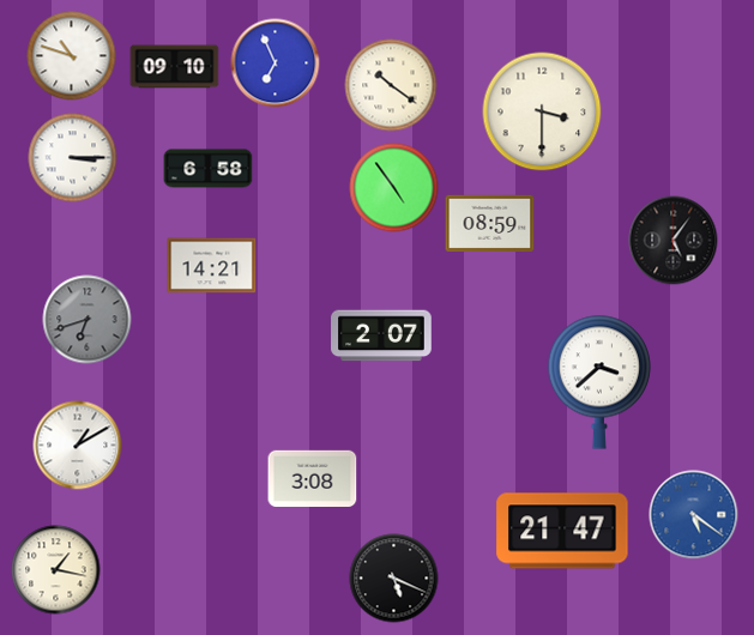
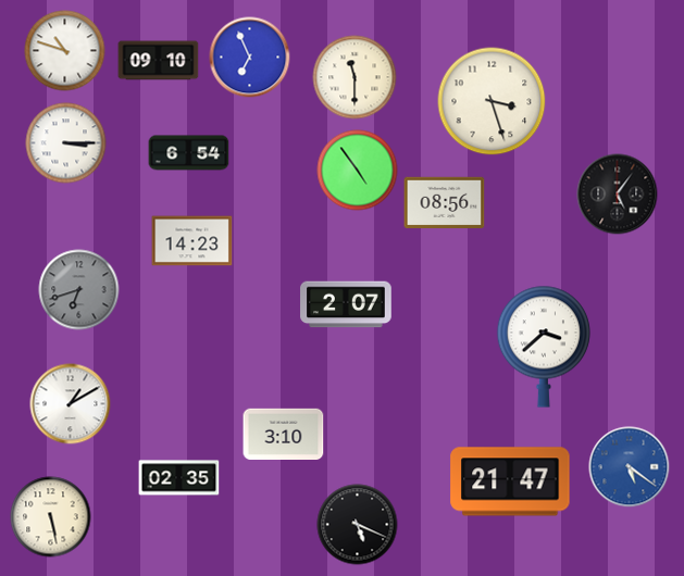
clock at (391, 85): 10:21 -> 11:30
clock at (542, 111): 3:30 -> 3:27
clock at (209, 169): 6:58 -> 6:54
clock at (490, 223): 08:59 -> 08:56
clock at (674, 241) position: (674, 241) -> (618, 195)
clock at (212, 266): 14:21 -> 14:23
clock at (313, 478): 3:08 -> 3:10
clock at (179, 478): none -> 02:35
clock at (56, 570): 1:17 -> 5:28
